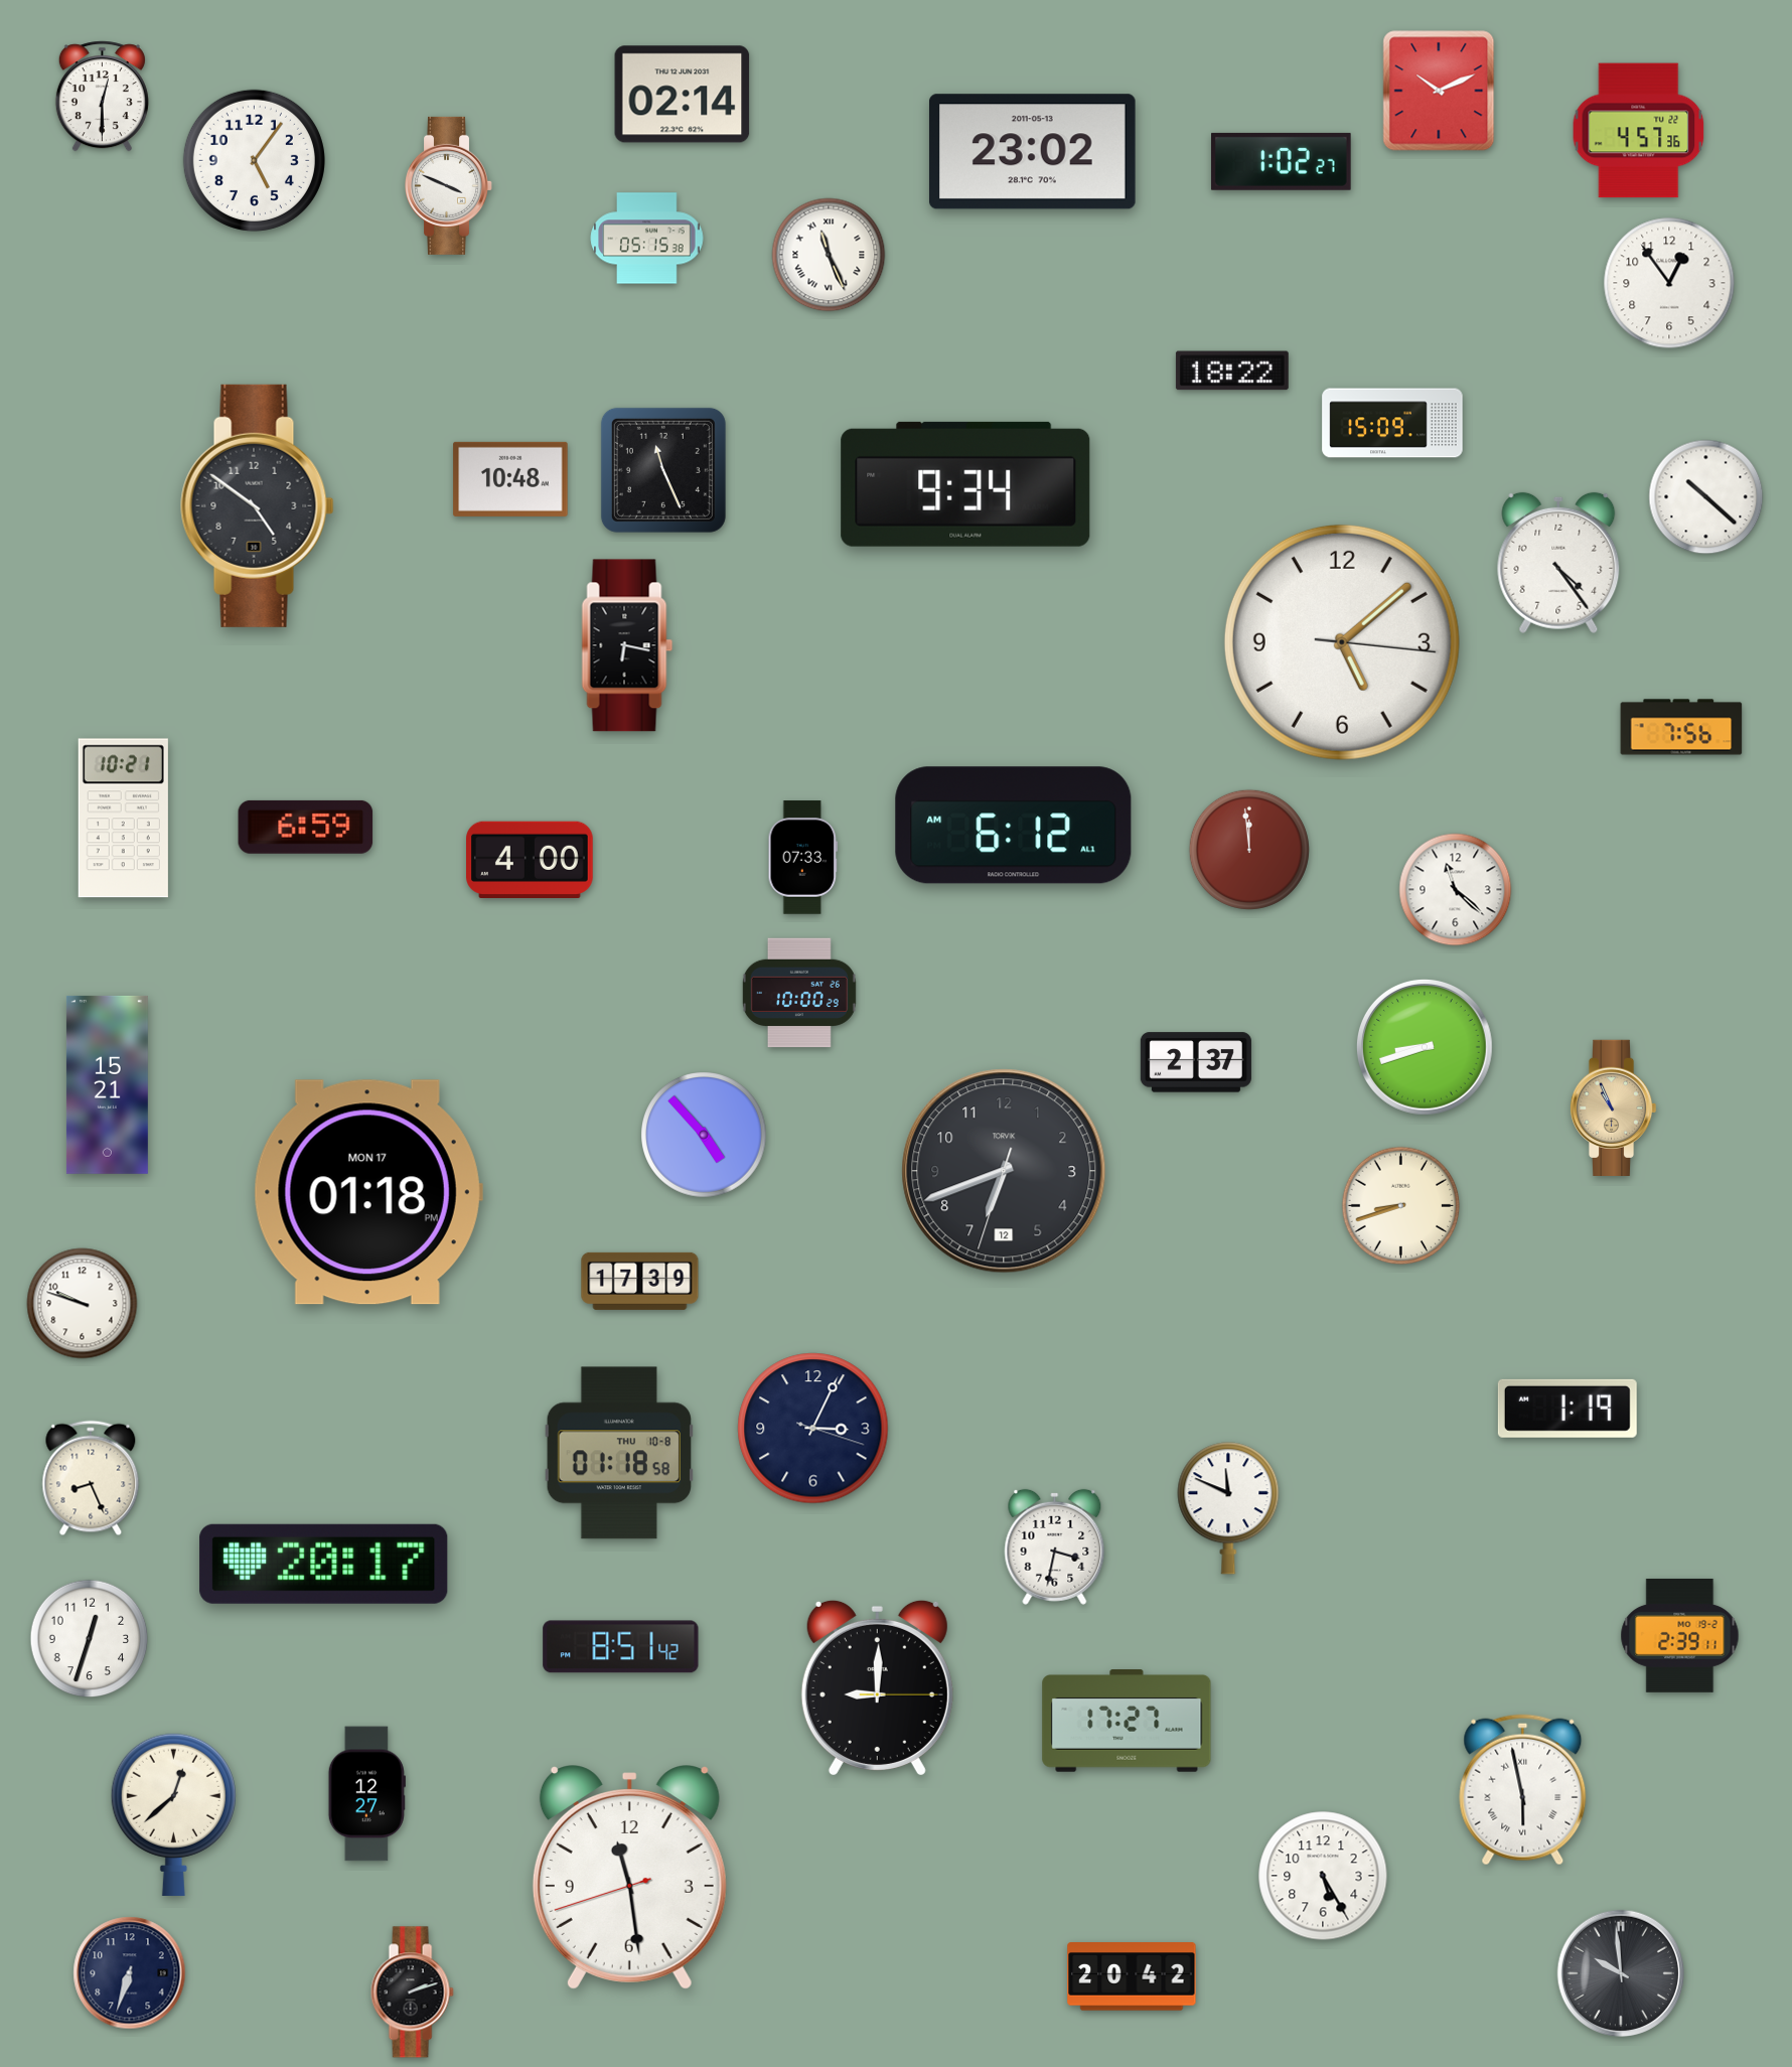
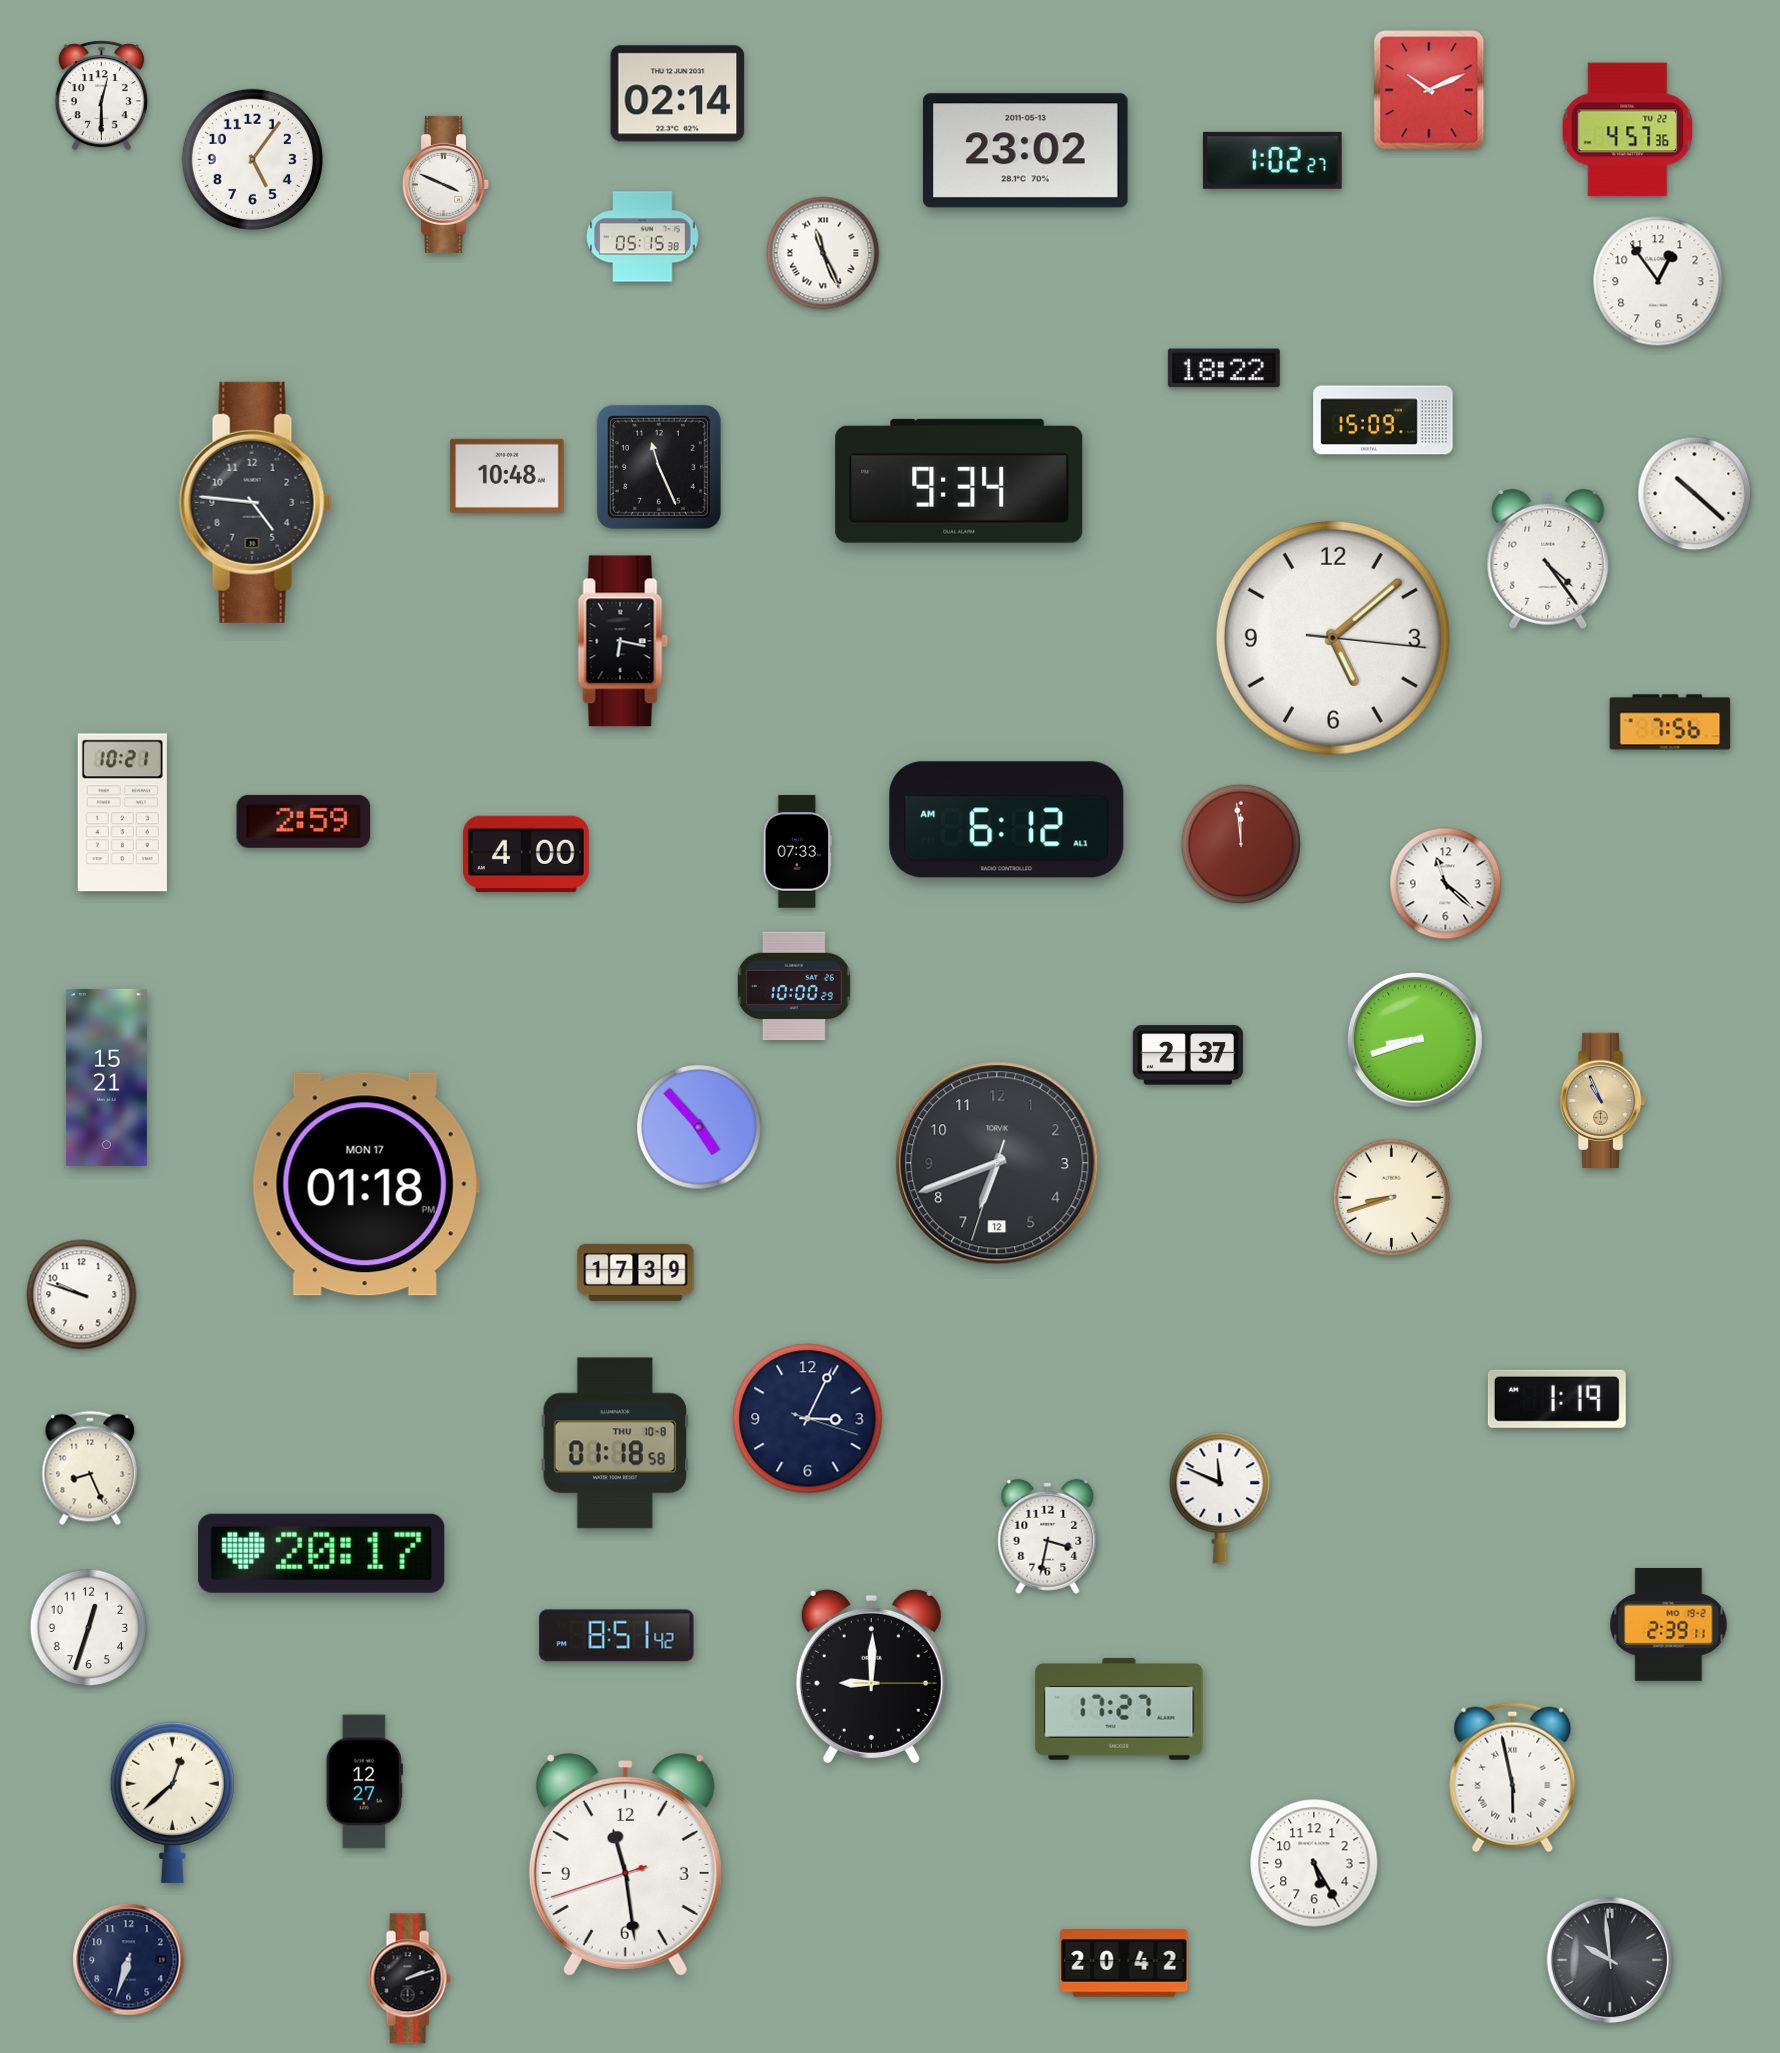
clock at (258, 505): 4:51 -> 4:46
clock at (306, 827): 6:59 -> 2:59
